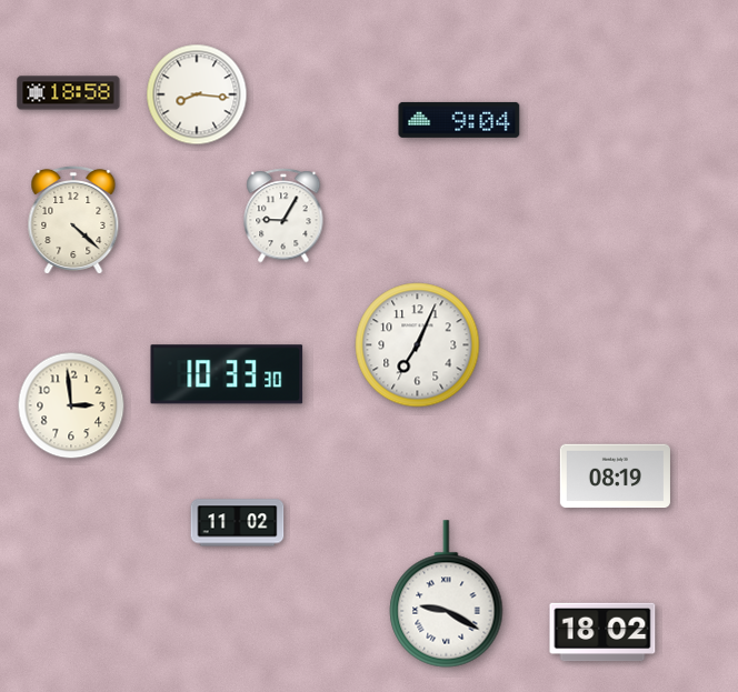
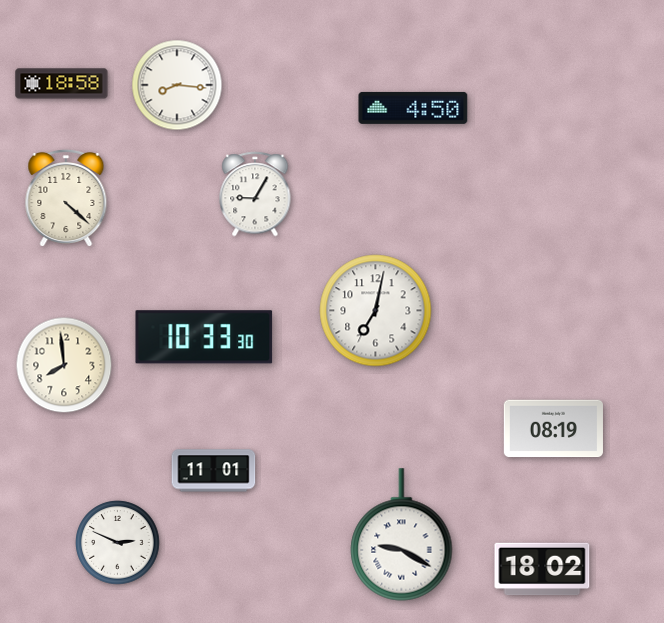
clock at (459, 120): 9:04 -> 4:50
clock at (418, 345): 7:04 -> 7:02
clock at (71, 405): 2:59 -> 7:59
clock at (238, 523): 11:02 -> 11:01
clock at (118, 543): none -> 2:49
